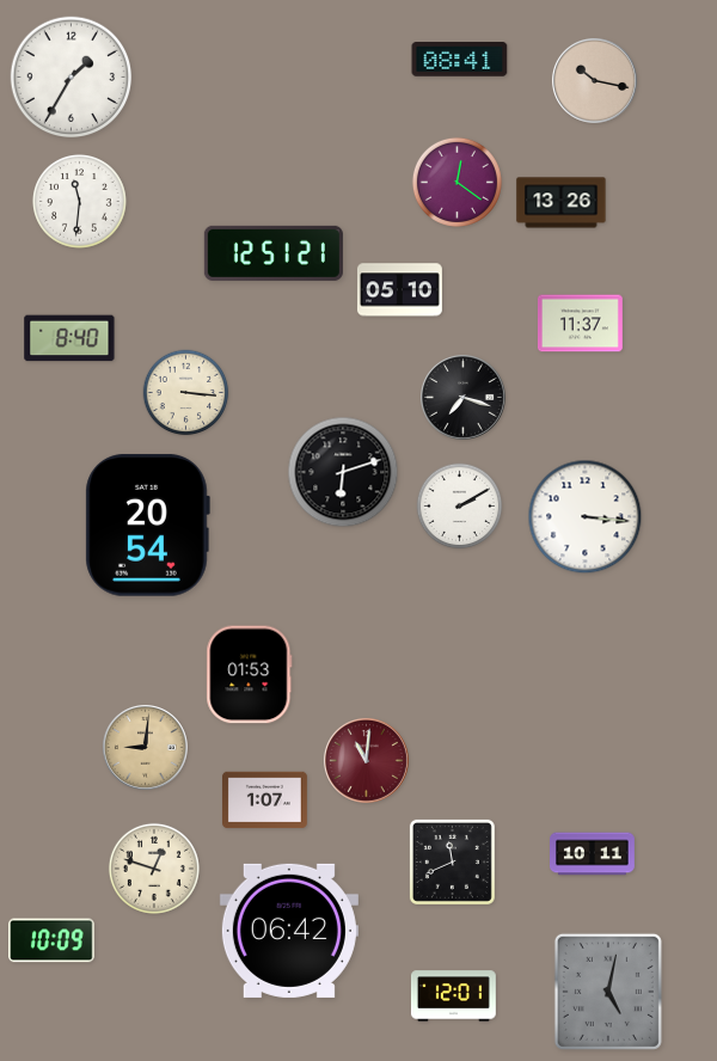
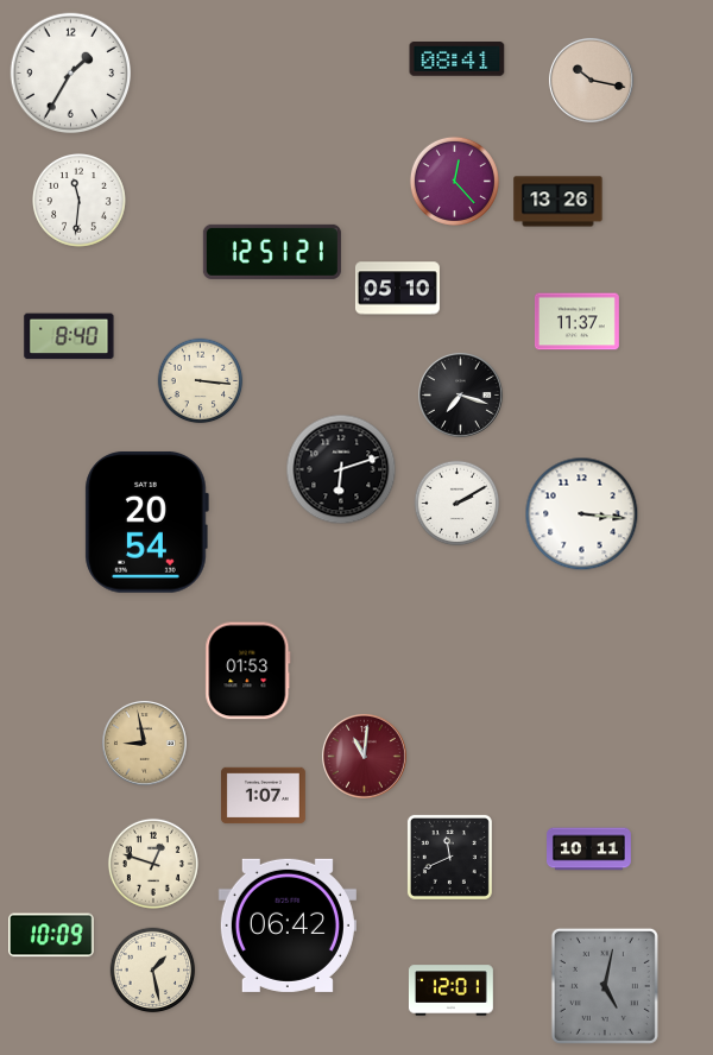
clock at (72, 78) position: (72, 78) -> (71, 74)
clock at (456, 182): 12:21 -> 12:23
clock at (186, 393) position: (186, 393) -> (201, 381)
clock at (145, 747): 9:01 -> 8:58
clock at (153, 971): none -> 1:28
